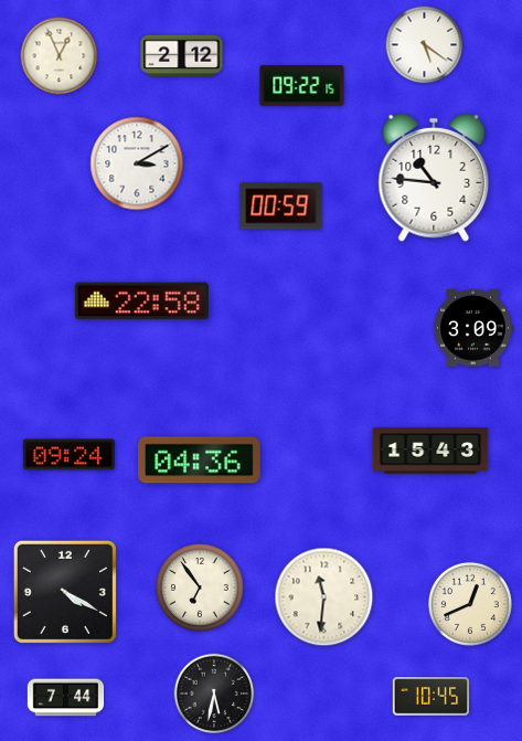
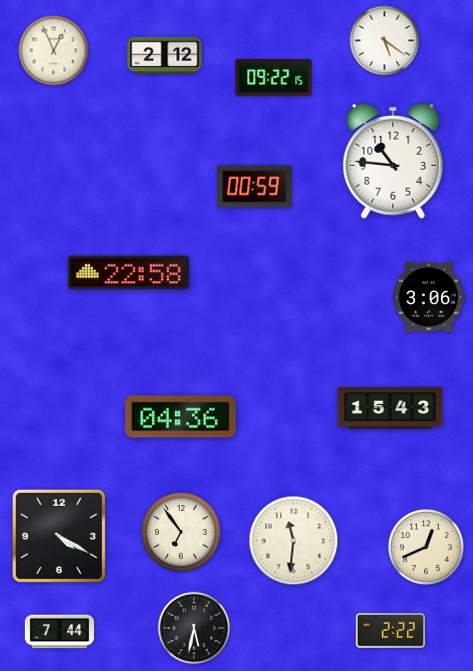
clock at (182, 56) position: (182, 56) -> (165, 56)
clock at (137, 163): 3:10 -> none
clock at (473, 328): 3:09 -> 3:06
clock at (68, 455): 09:24 -> none
clock at (432, 697): 10:45 -> 2:22
